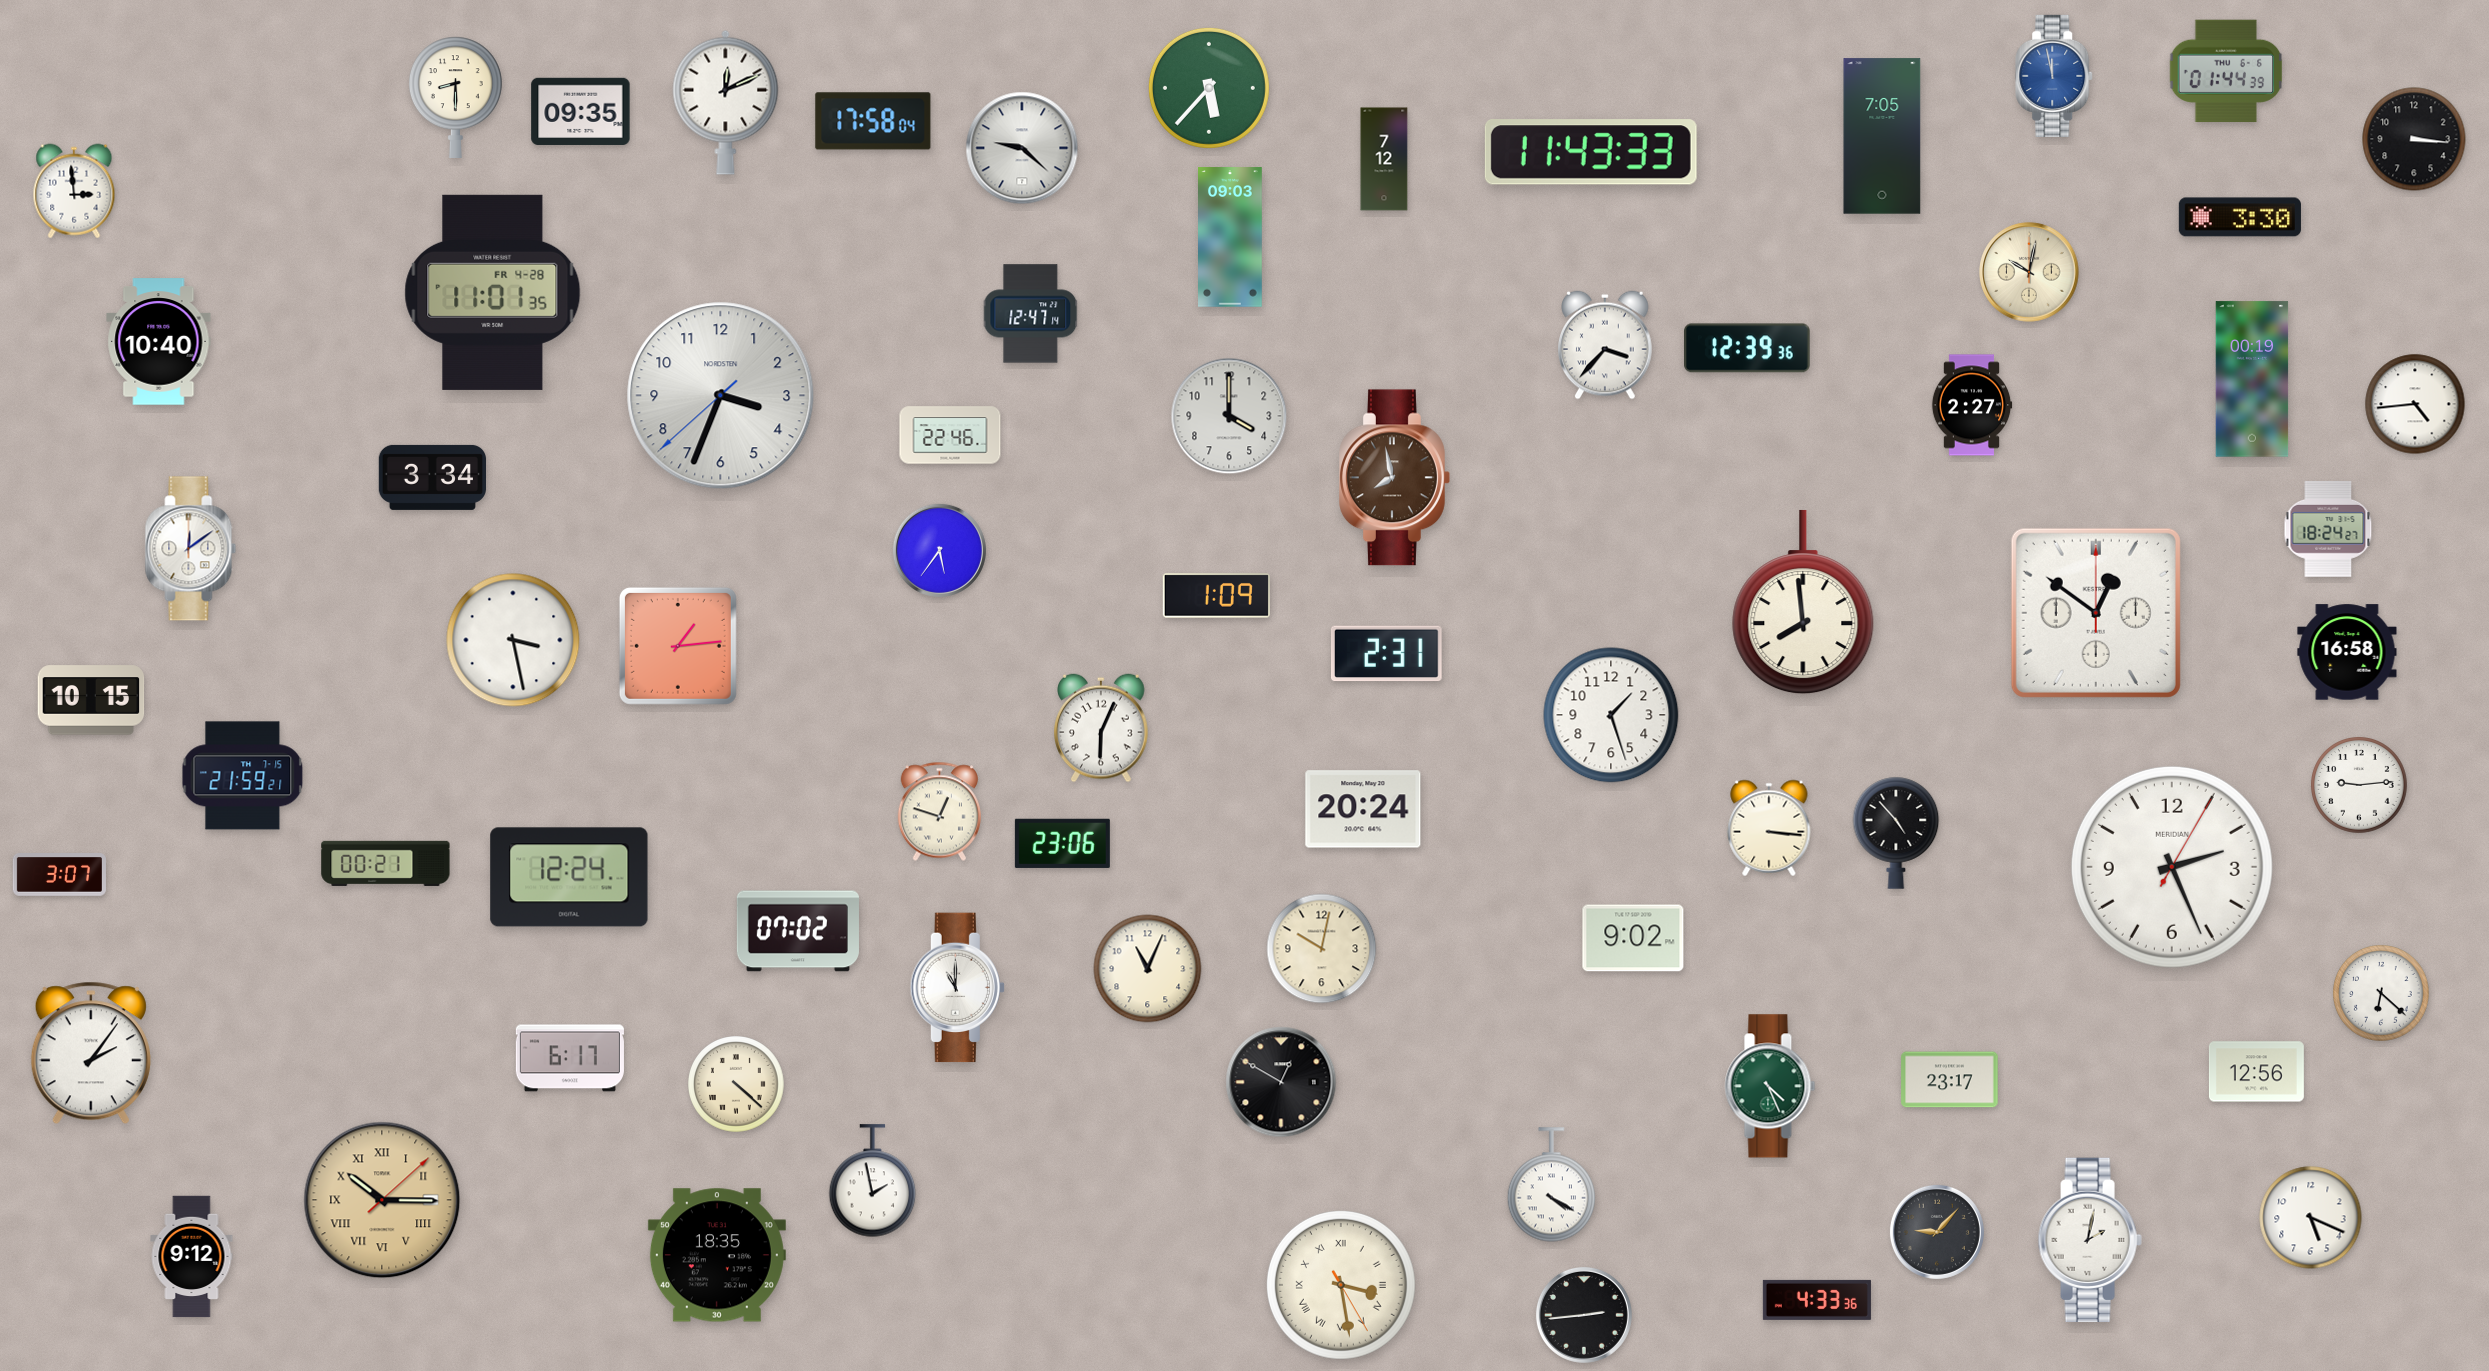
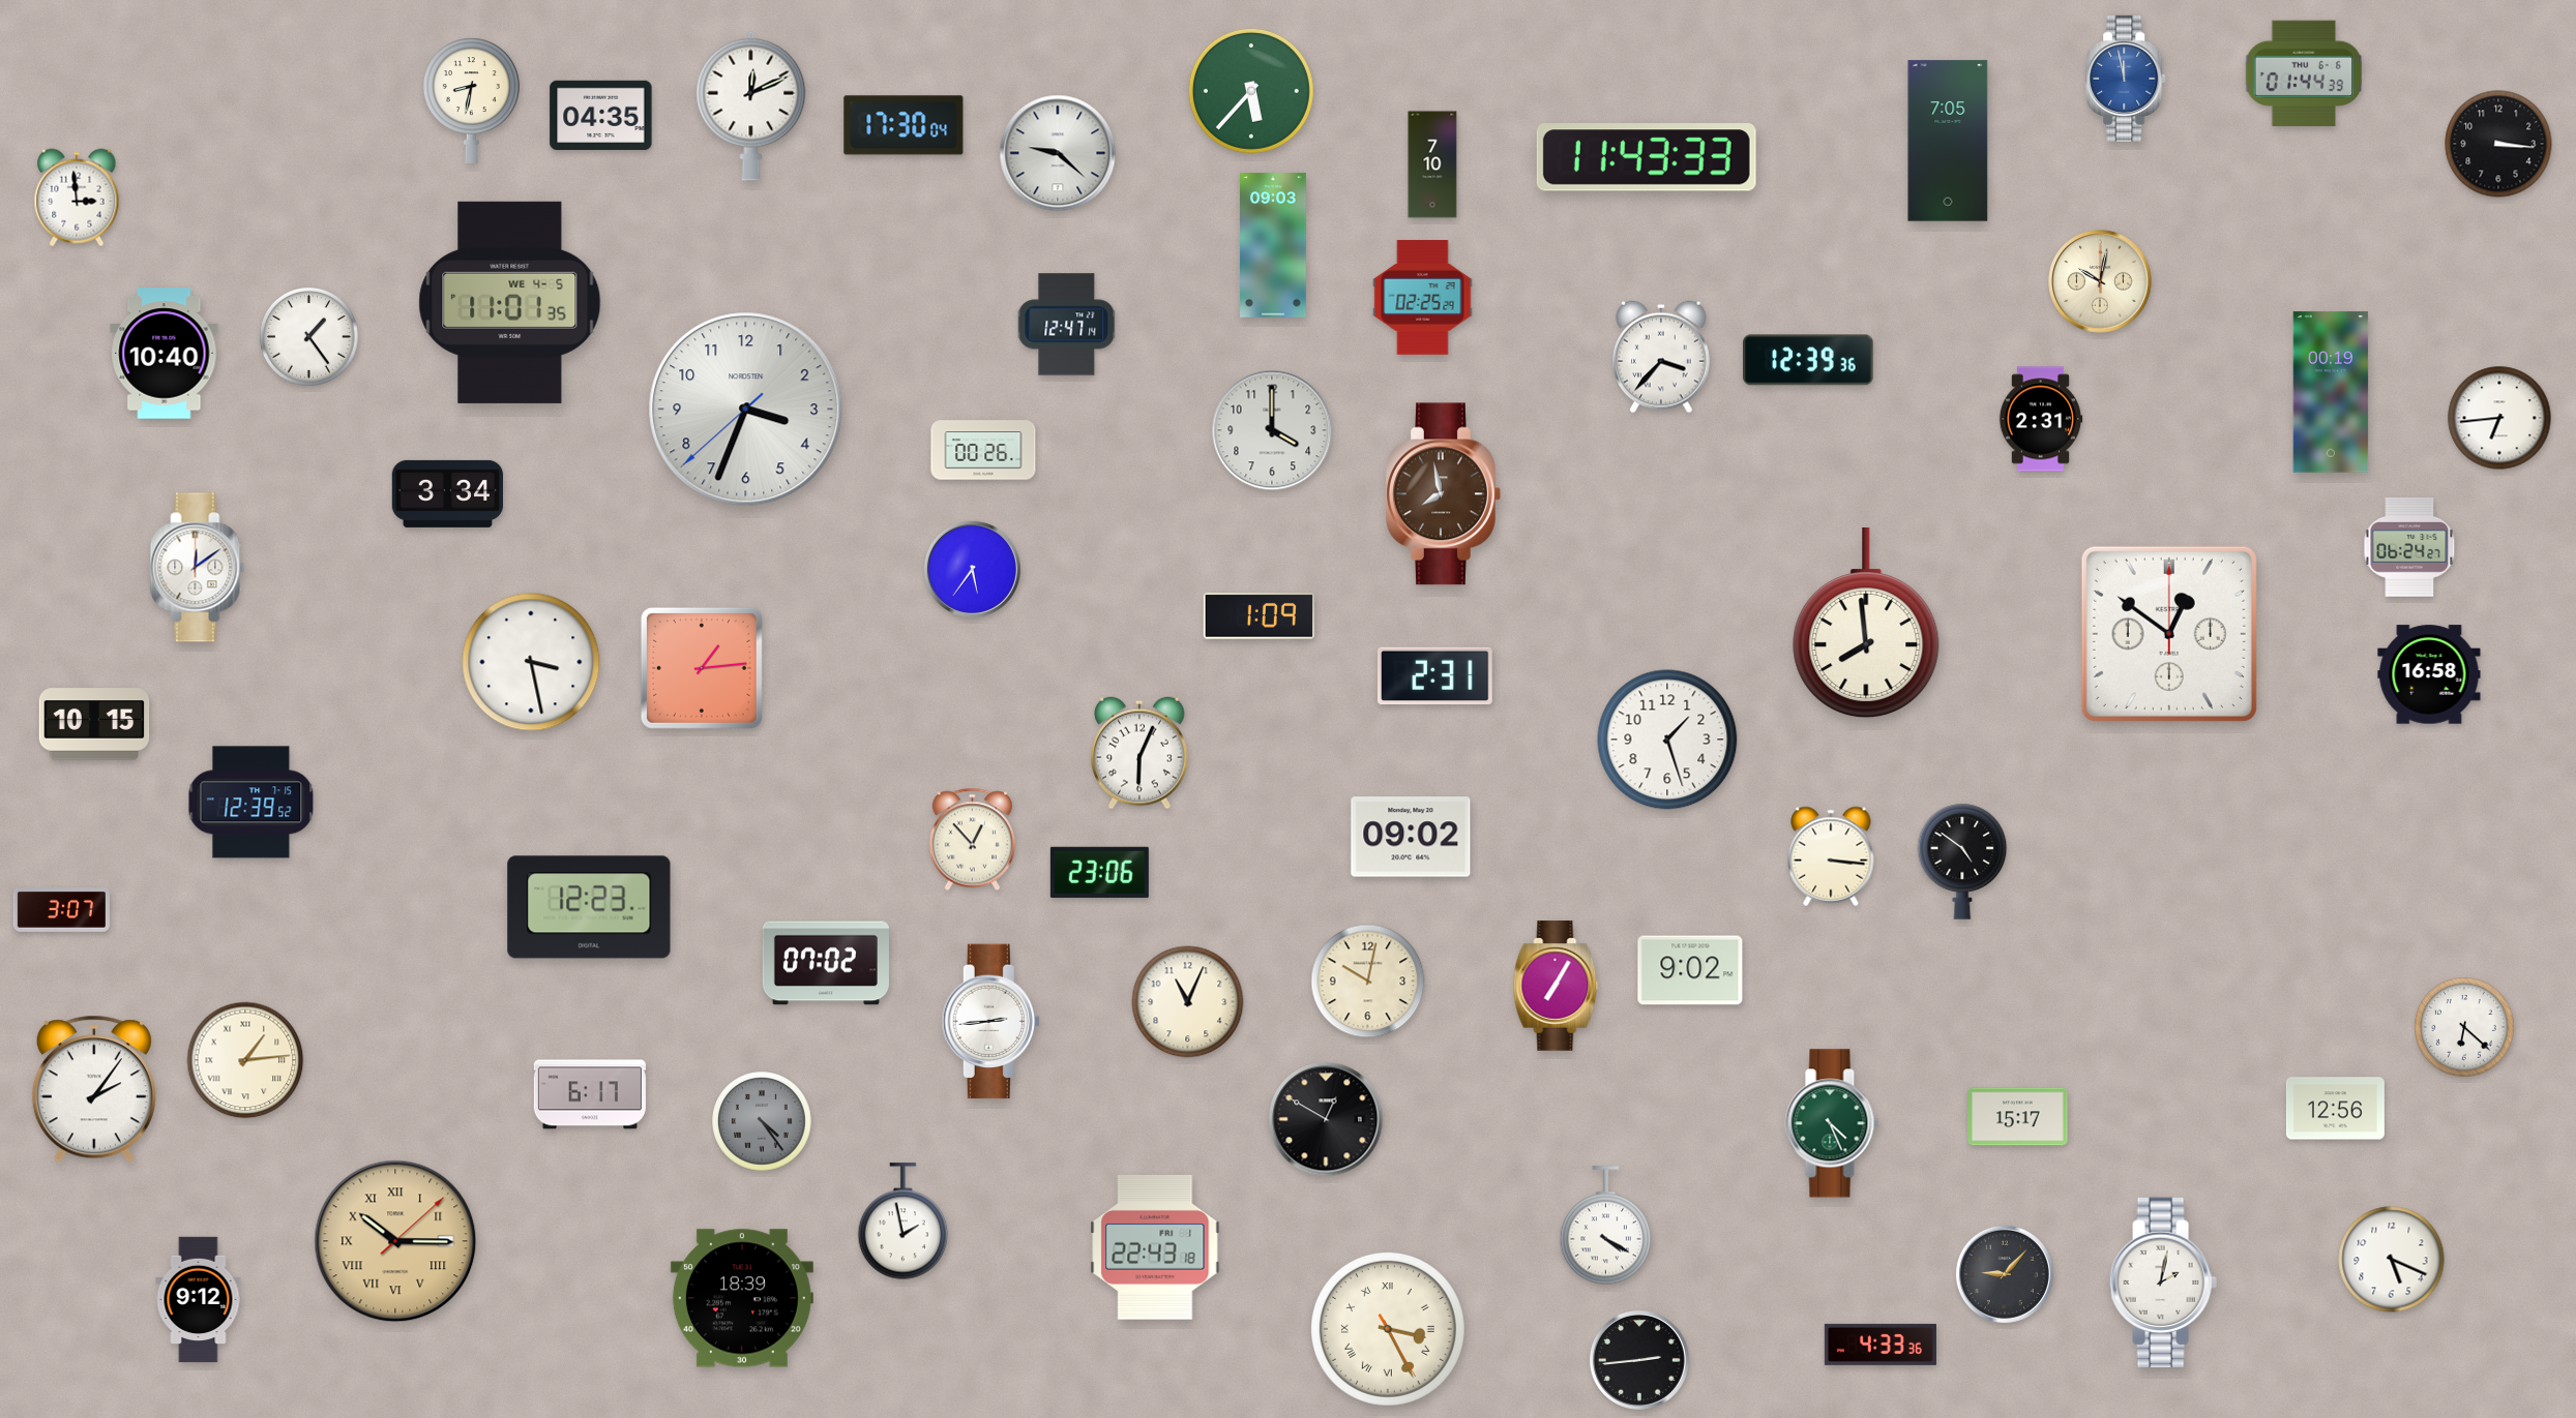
clock at (455, 97): 8:30 -> 8:32
clock at (581, 111): 09:35 -> 04:35
clock at (873, 121): 17:58 -> 17:30
clock at (1384, 159): 7:12 -> 7:10
clock at (2240, 217): 3:30 -> none
clock at (1423, 298): none -> 02:25
clock at (493, 292) date: FR 4-28 -> WE 4-5
clock at (309, 337): none -> 1:24
clock at (2415, 404): 4:44 -> 6:44
clock at (1972, 405): 2:27 -> 2:31
clock at (950, 435): 22:46 -> 00:26
clock at (2328, 529): 18:24 -> 06:24
clock at (243, 776): 21:59 -> 12:39
clock at (2359, 785): 9:14 -> none
clock at (1363, 809): 20:24 -> 09:02
clock at (939, 812): 12:48 -> 12:53
clock at (1896, 833): 4:53 -> 4:51
clock at (386, 863): 00:21 -> none
clock at (2172, 867): 2:26 -> none
clock at (59, 875) position: (59, 875) -> (61, 910)
clock at (569, 877): 12:24 -> 12:23
clock at (1556, 986): none -> 7:05
clock at (957, 988): 11:00 -> 2:44
clock at (245, 1060): none -> 1:14
clock at (1950, 1080): 23:17 -> 15:17
clock at (736, 1084): 4:22 -> 4:24
clock at (736, 1084) dial: cream -> grey
clock at (1155, 1247): none -> 22:43
clock at (717, 1255): 18:35 -> 18:39
clock at (1341, 1285): 3:28 -> 3:25
